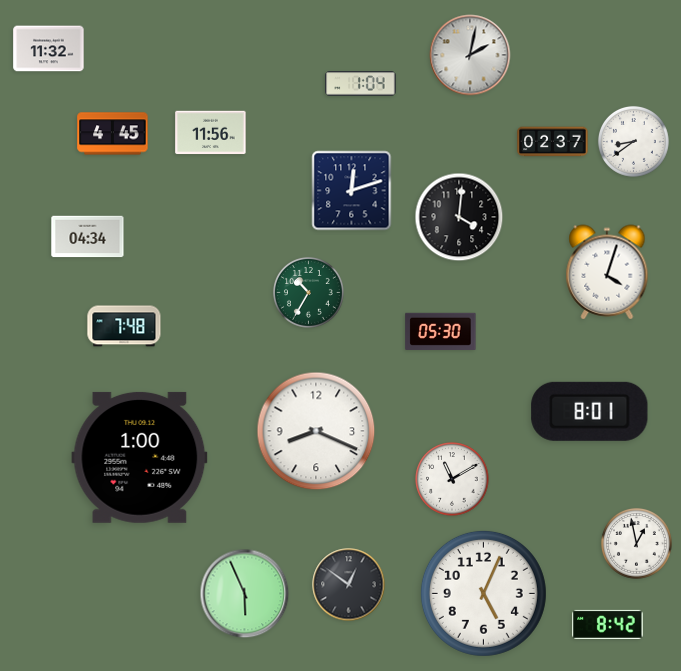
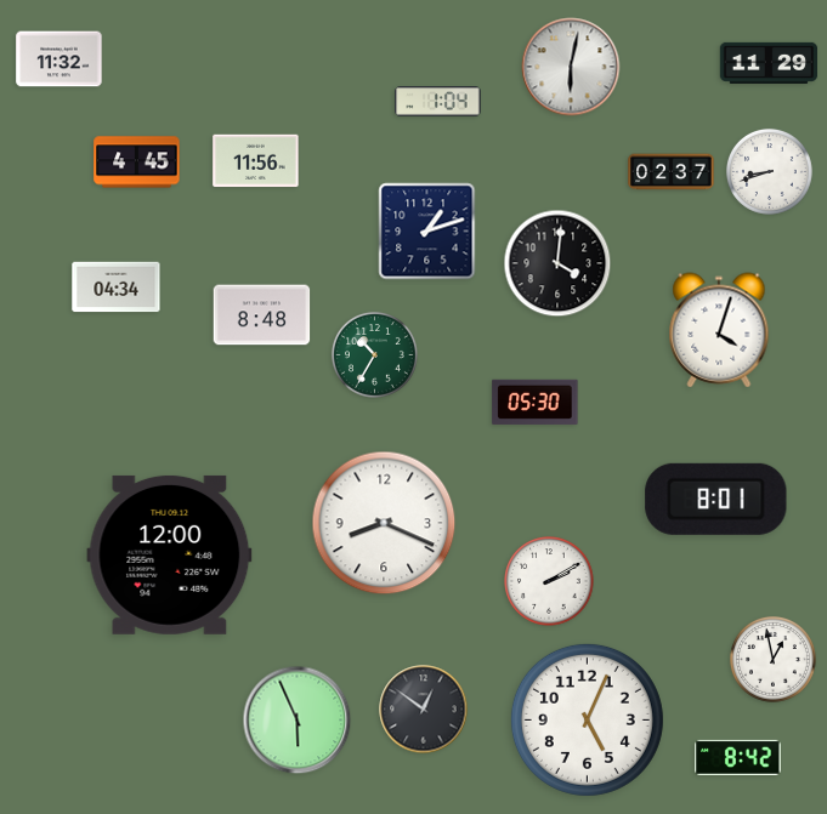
clock at (769, 63): none -> 11:29
clock at (470, 55): 2:02 -> 6:02
clock at (633, 141): 8:39 -> 8:42
clock at (352, 191): 12:12 -> 1:12
clock at (88, 237) position: (88, 237) -> (117, 288)
clock at (262, 315): none -> 8:48
clock at (607, 272) position: (607, 272) -> (719, 330)
clock at (124, 326): 7:48 -> none
clock at (140, 457): 1:00 -> 12:00
clock at (452, 479): 11:10 -> 2:10
